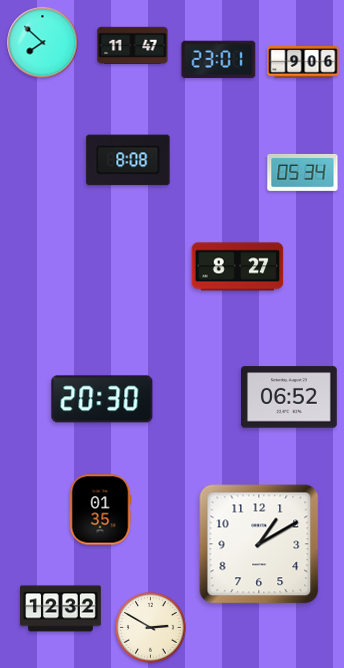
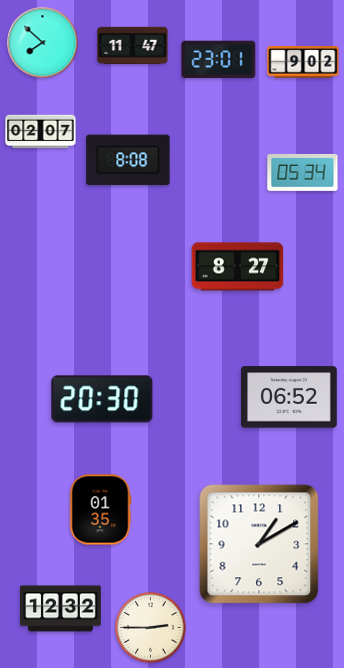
clock at (303, 62): 9:06 -> 9:02
clock at (41, 132): none -> 02:07
clock at (151, 628): 2:50 -> 2:45
